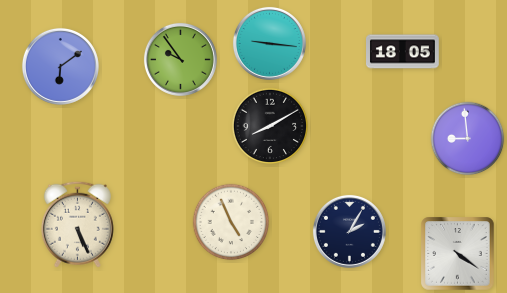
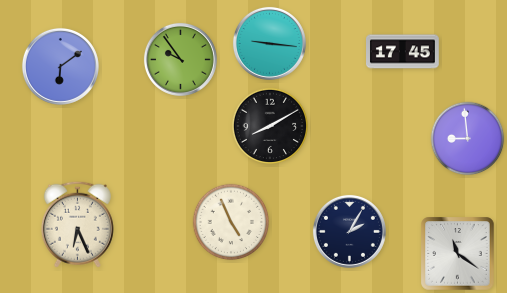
clock at (403, 52): 18:05 -> 17:45
clock at (77, 224): 5:26 -> 6:26
clock at (458, 254): 4:21 -> 11:21
